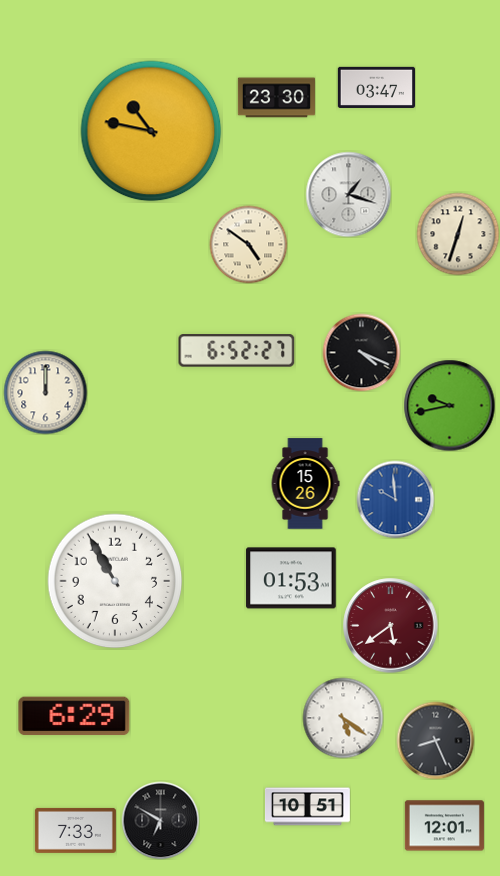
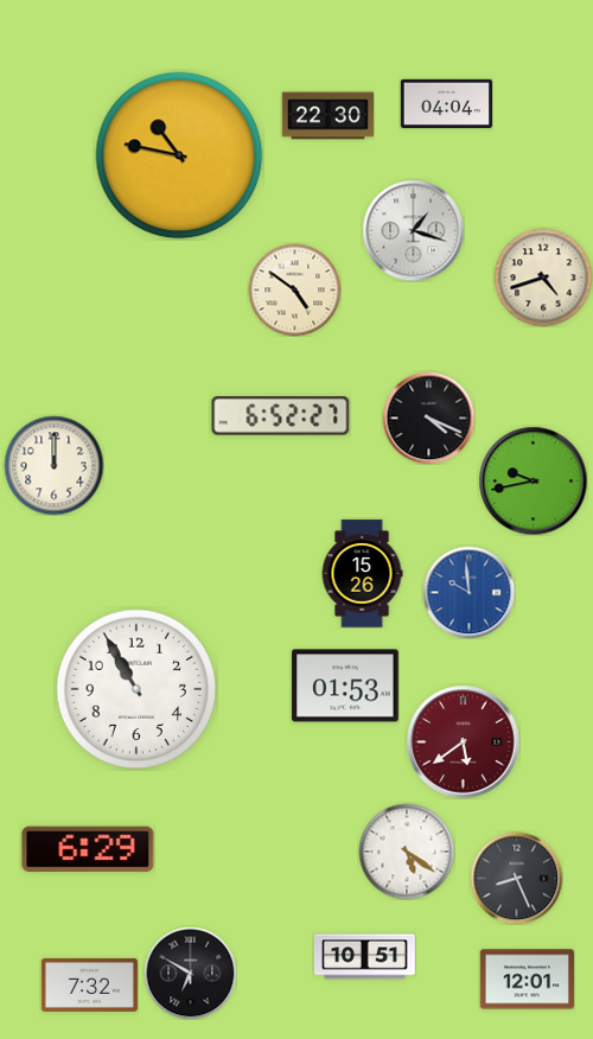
clock at (376, 87): 03:47 -> 04:04
clock at (276, 98): 23:30 -> 22:30
clock at (458, 234): 12:33 -> 4:42
clock at (75, 830): 7:33 -> 7:32
